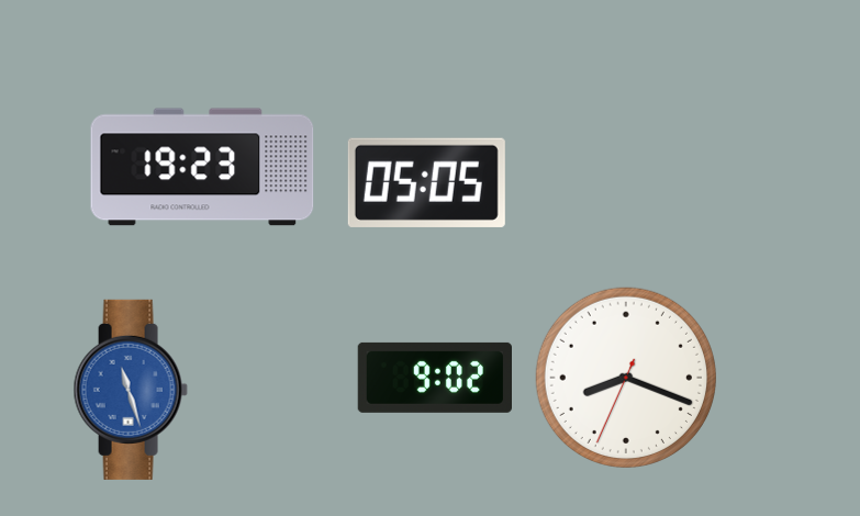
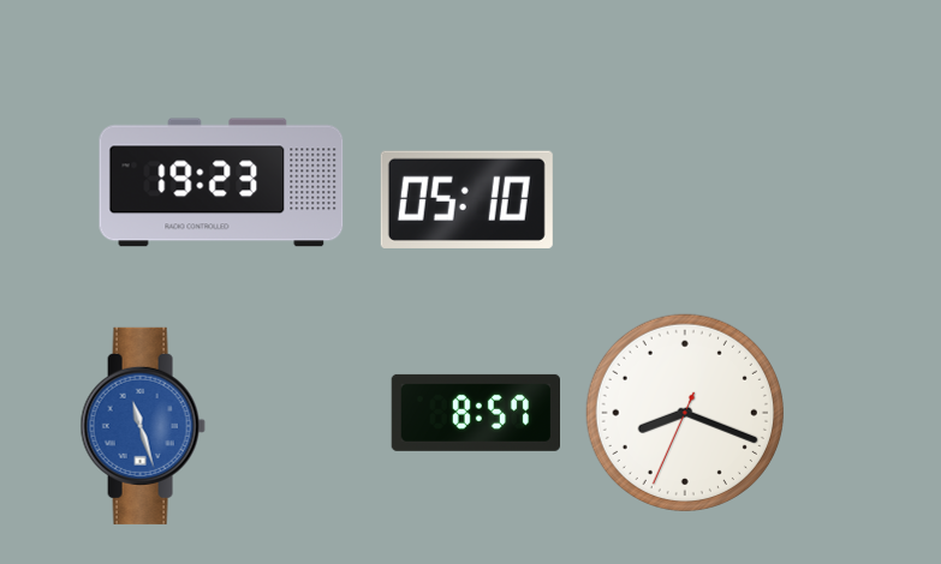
clock at (426, 182): 05:05 -> 05:10
clock at (434, 378): 9:02 -> 8:57
